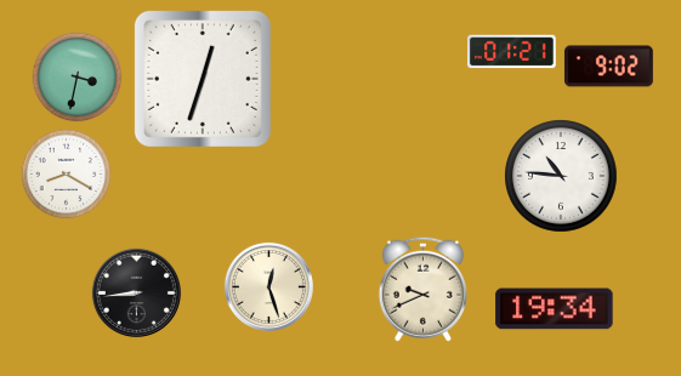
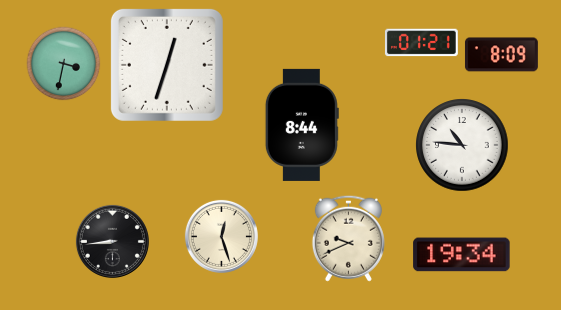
clock at (608, 67): 9:02 -> 8:09
clock at (302, 125): none -> 8:44
clock at (67, 175): 8:20 -> none
clock at (555, 309) position: (555, 309) -> (462, 255)
